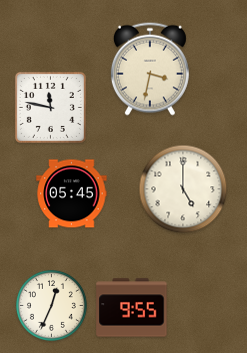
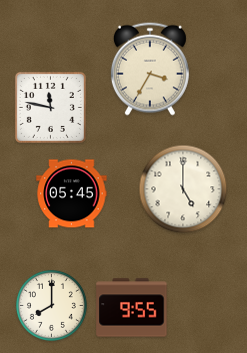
clock at (150, 69): 3:32 -> 3:35
clock at (51, 305): 12:34 -> 8:00
